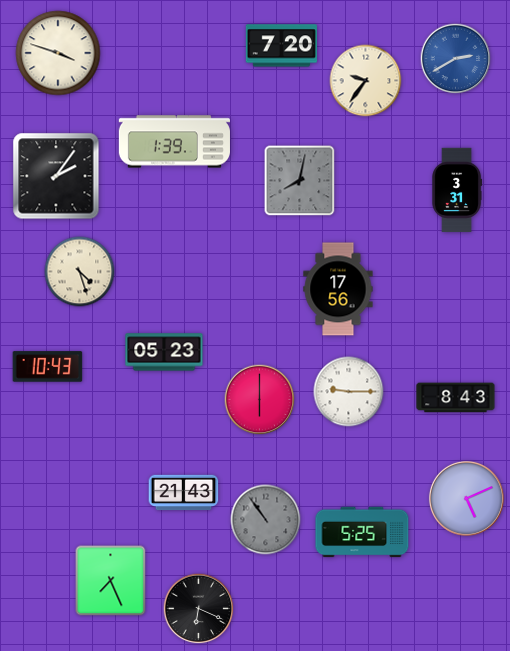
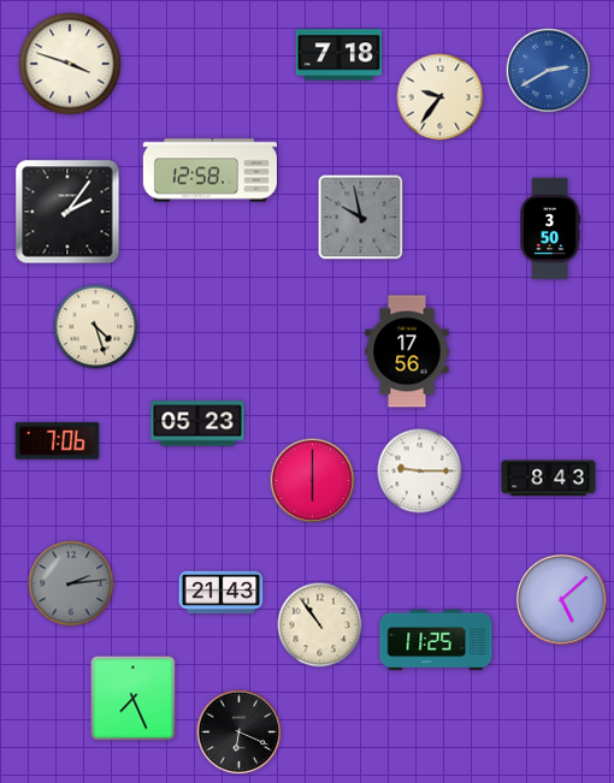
clock at (281, 46): 7:20 -> 7:18
clock at (174, 142): 1:39 -> 12:58
clock at (300, 181): 8:02 -> 9:58
clock at (456, 190): 3:31 -> 3:50
clock at (338, 289) position: (338, 289) -> (407, 351)
clock at (48, 367): 10:43 -> 7:06
clock at (71, 583): none -> 2:14
clock at (466, 498): 5:11 -> 5:08
clock at (266, 520) dial: grey -> cream
clock at (362, 532): 5:25 -> 11:25
